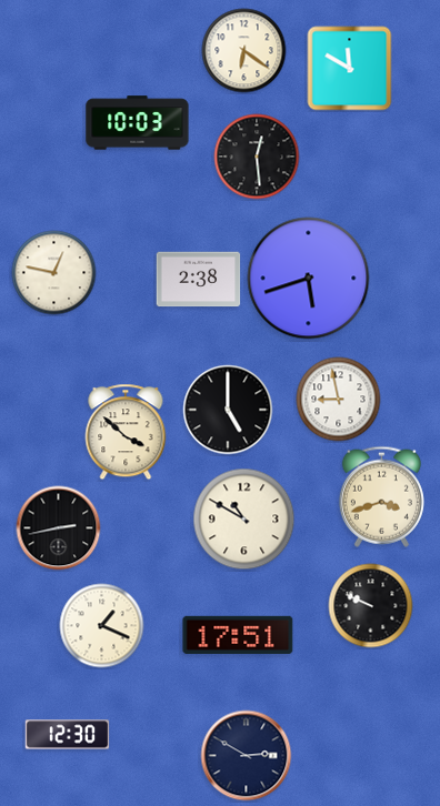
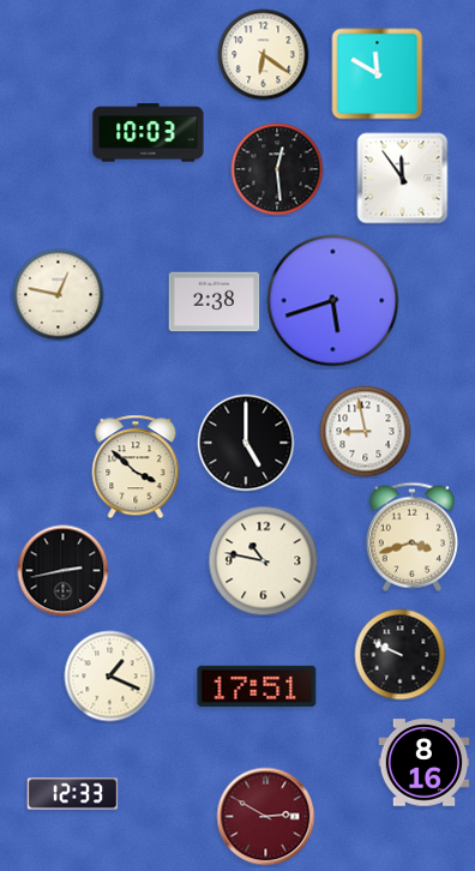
clock at (403, 179): none -> 11:54
clock at (244, 520): 10:50 -> 10:47
clock at (425, 763): none -> 8:16
clock at (68, 735): 12:30 -> 12:33
clock at (247, 756) dial: navy -> burgundy
